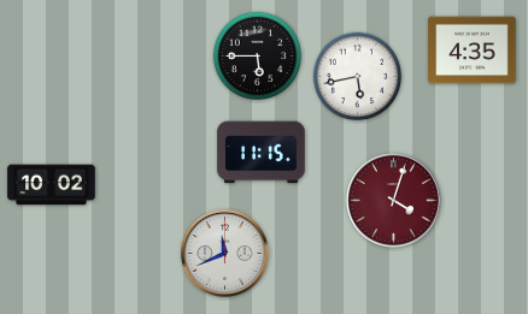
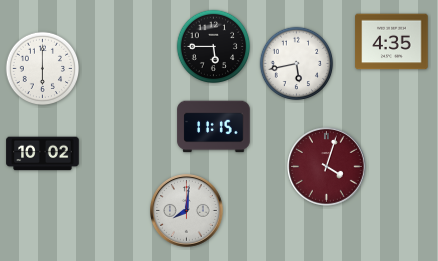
clock at (43, 69): none -> 6:00
clock at (262, 153) position: (262, 153) -> (214, 127)
clock at (225, 254): 11:41 -> 8:01
